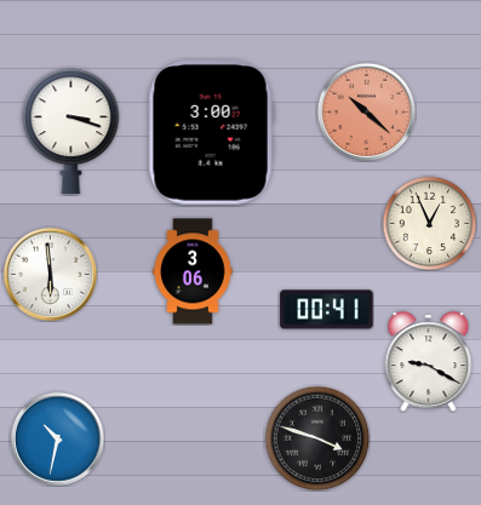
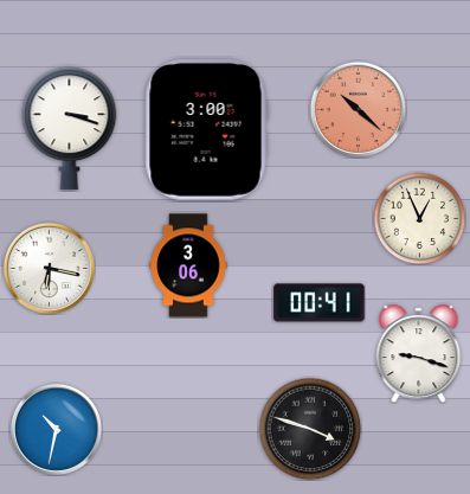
clock at (50, 274): 5:59 -> 6:17
clock at (429, 362): 9:20 -> 9:18
